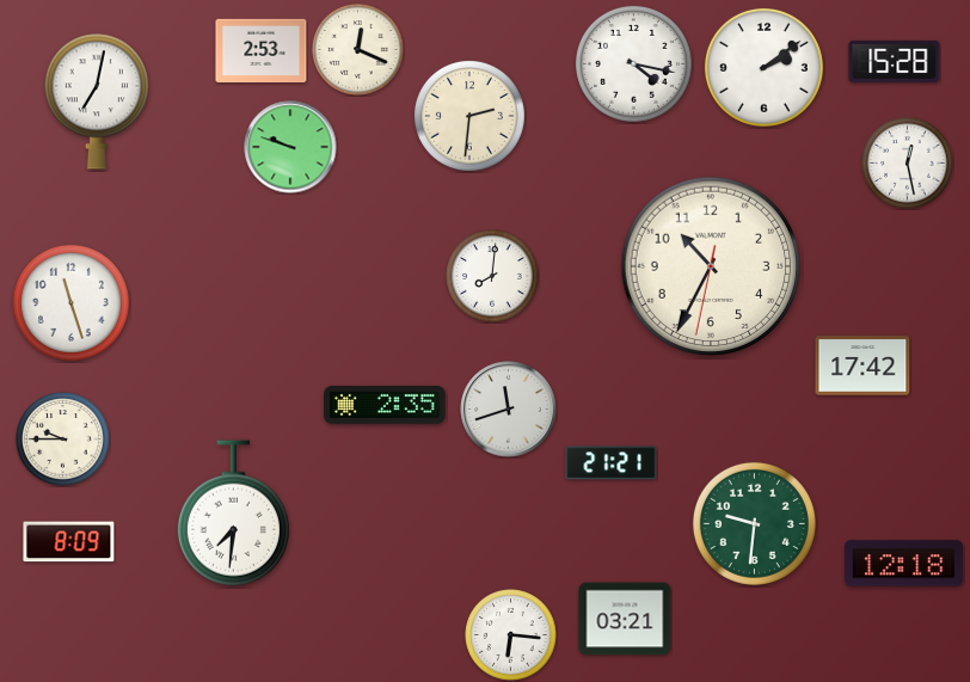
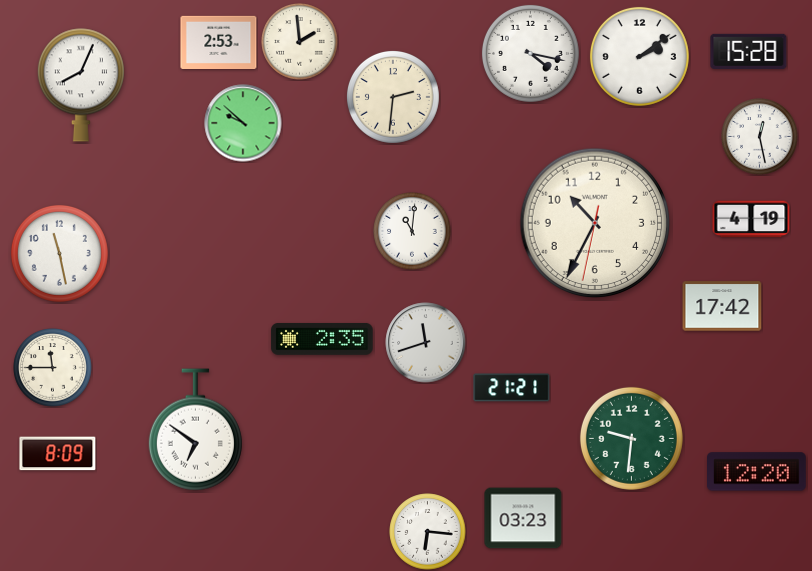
clock at (358, 50): 12:19 -> 1:59
clock at (97, 102): 7:02 -> 8:04
clock at (290, 147): 9:48 -> 9:52
clock at (751, 219): none -> 4:19
clock at (492, 276): 8:01 -> 11:01
clock at (70, 302): 11:27 -> 11:28
clock at (63, 440): 9:45 -> 11:45
clock at (233, 514): 7:31 -> 6:51
clock at (904, 564): 12:18 -> 12:20
clock at (625, 619): 03:21 -> 03:23
